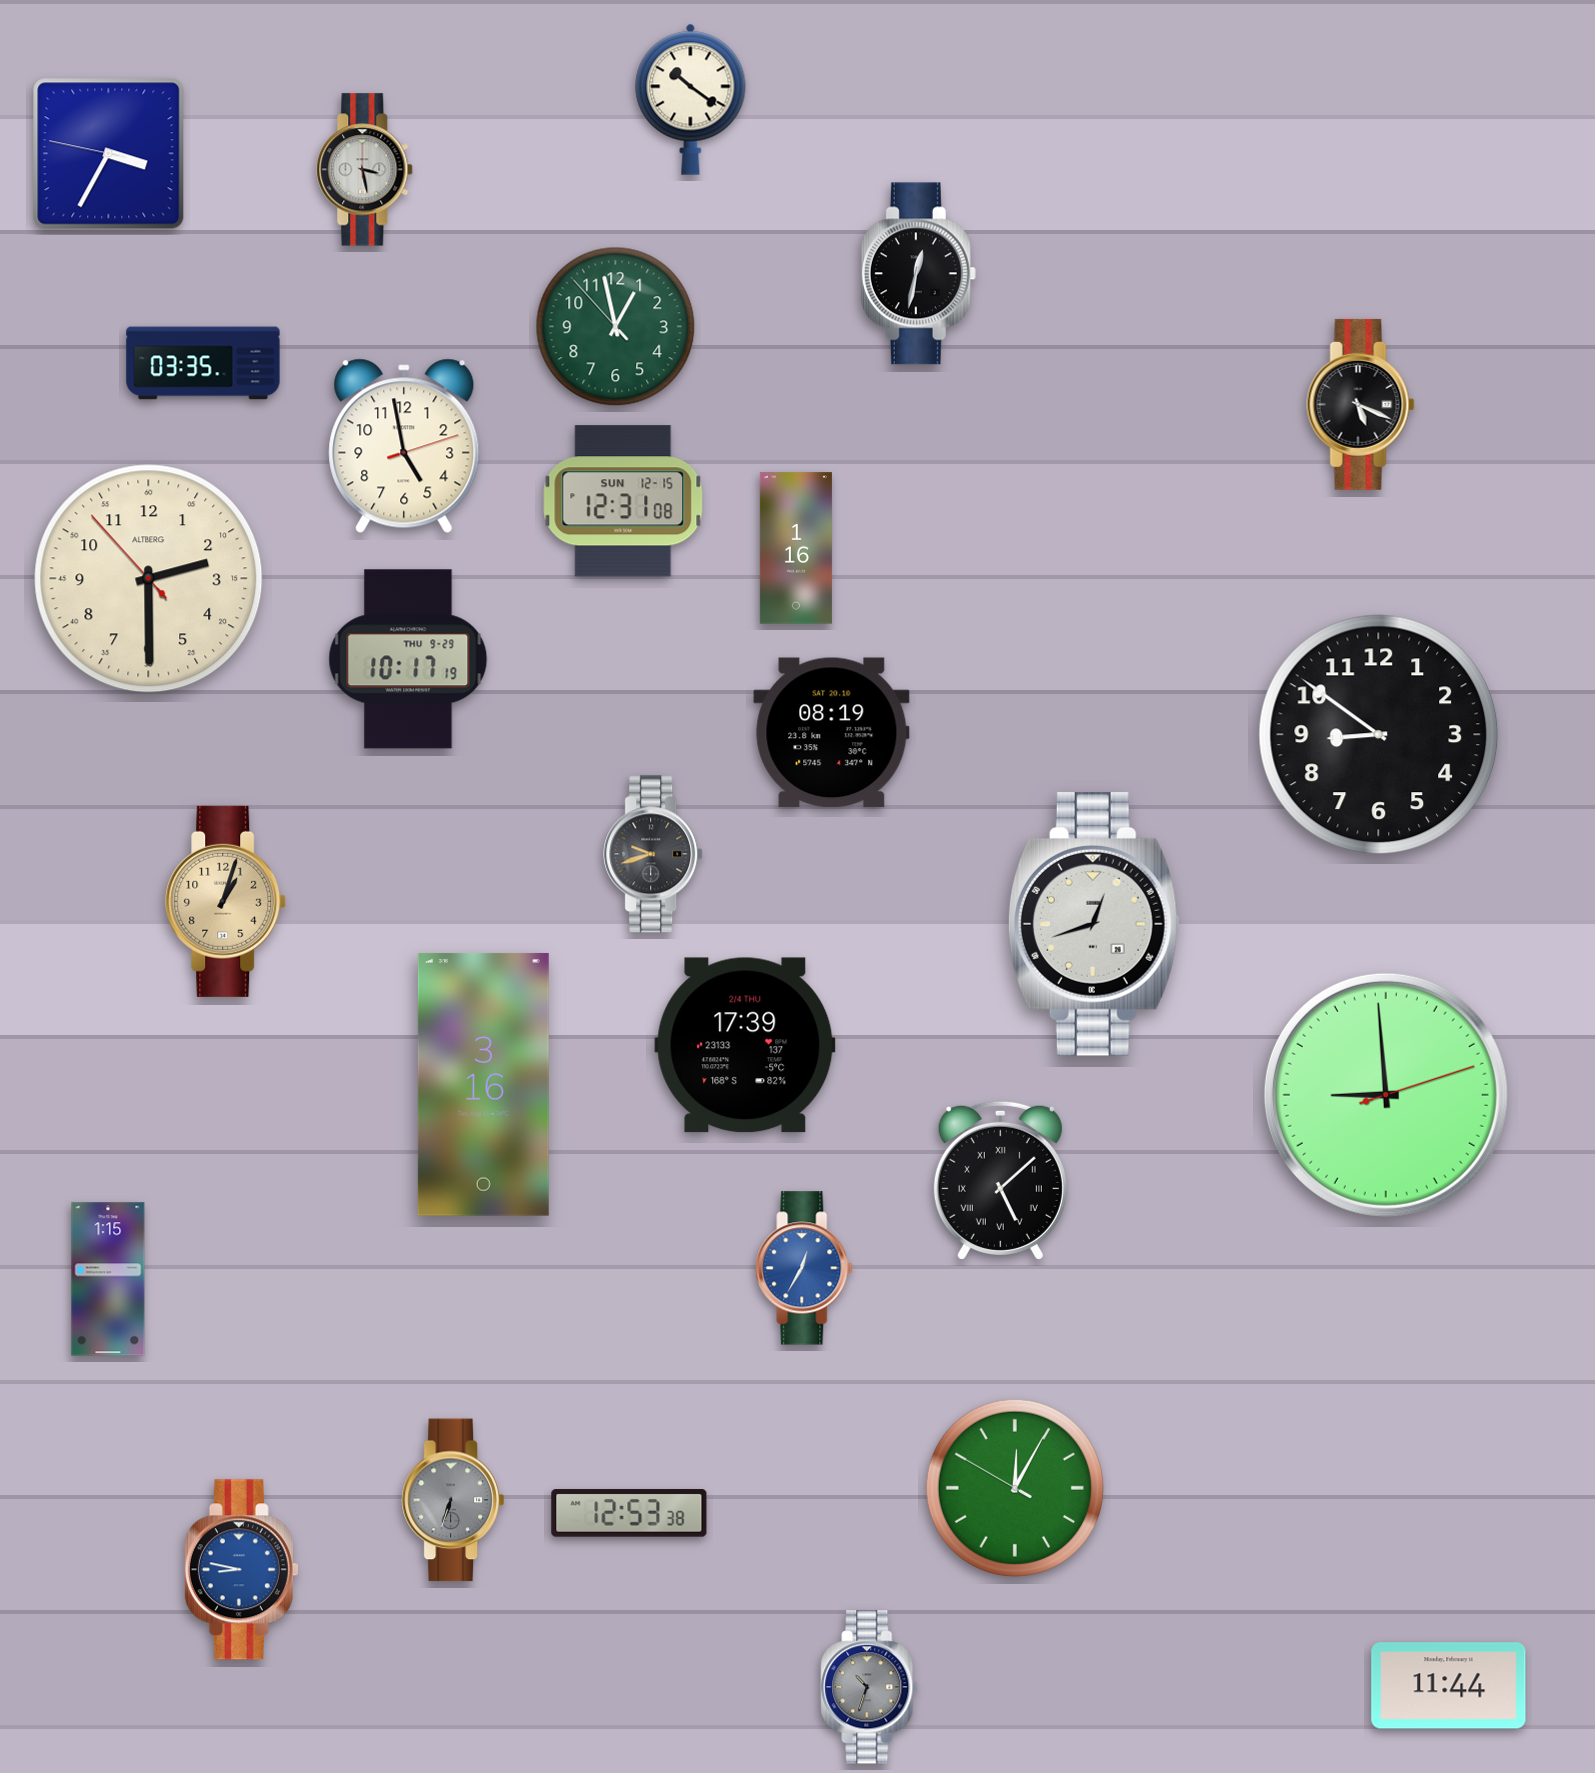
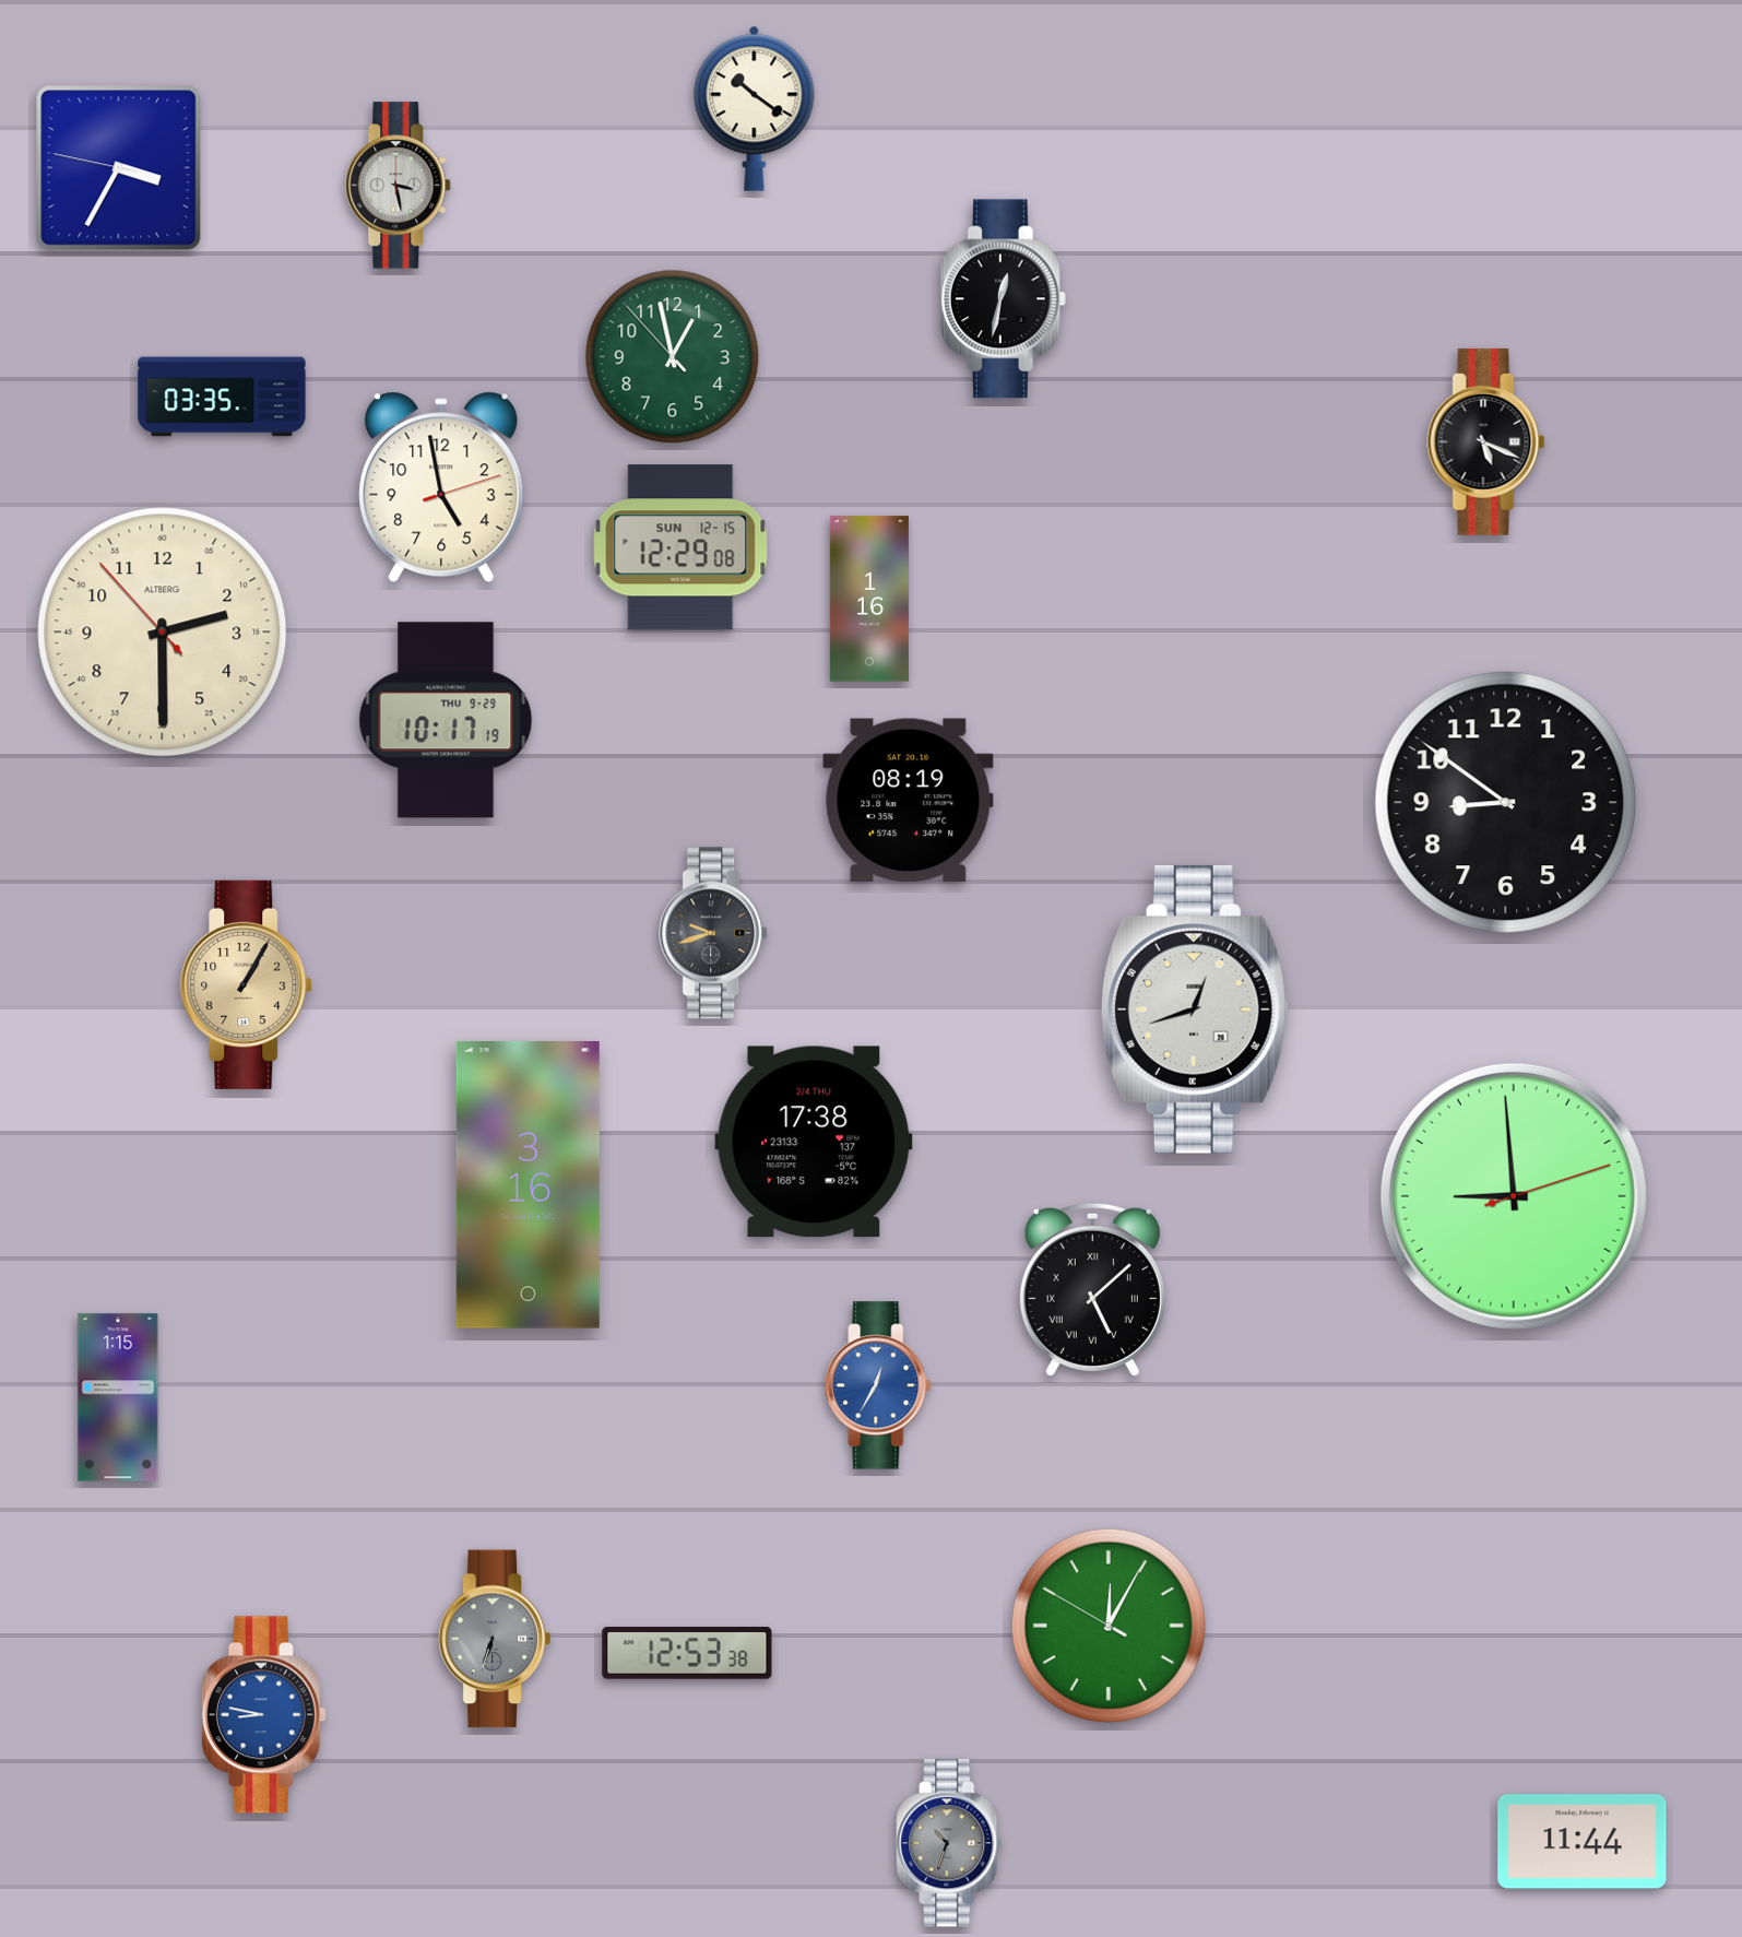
clock at (623, 501): 12:31 -> 12:29
clock at (226, 901): 1:03 -> 1:05
clock at (745, 1045): 17:39 -> 17:38
